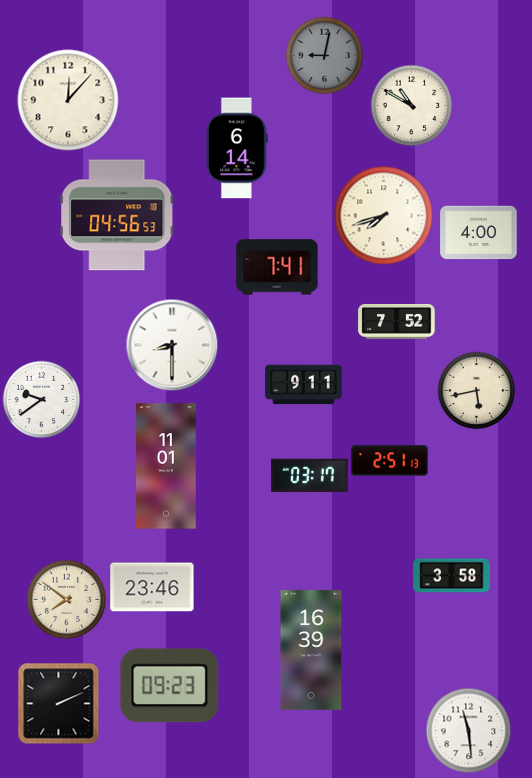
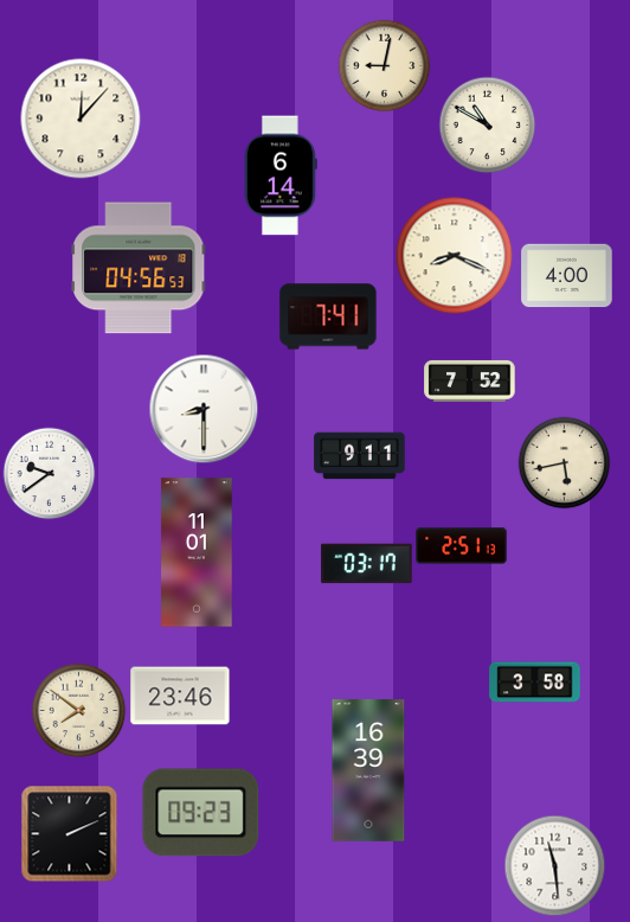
clock at (324, 55) dial: grey -> cream
clock at (117, 215) position: (117, 215) -> (139, 268)
clock at (384, 216): 7:42 -> 8:19
